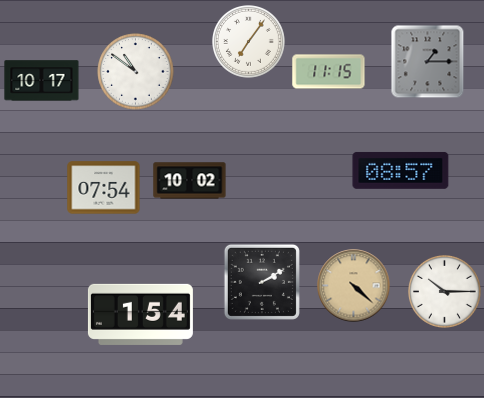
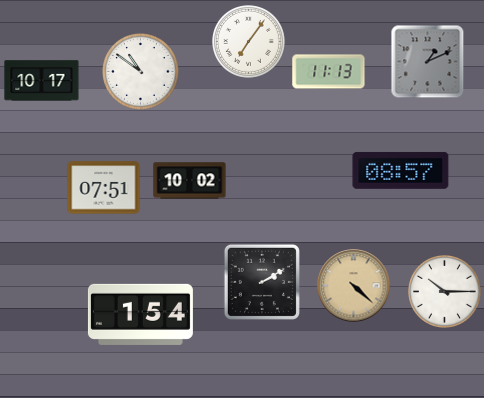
clock at (428, 62): 1:15 -> 1:11
clock at (136, 72) position: (136, 72) -> (141, 72)
clock at (329, 72): 11:15 -> 11:13
clock at (104, 188): 07:54 -> 07:51
